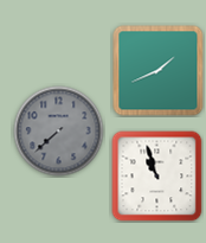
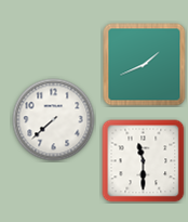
clock at (59, 132) dial: grey -> white
clock at (157, 177): 10:57 -> 11:30
